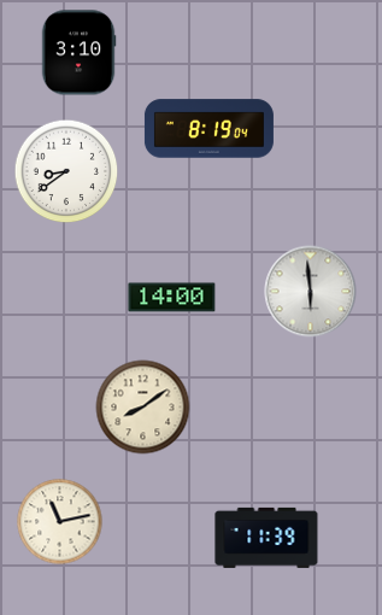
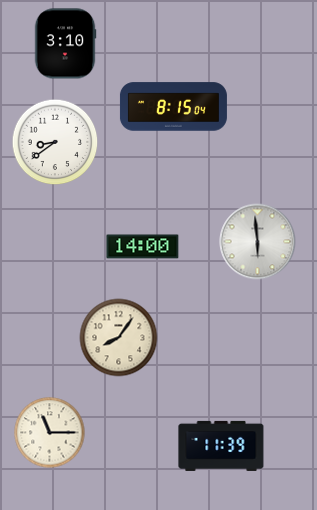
clock at (208, 129): 8:19 -> 8:15
clock at (143, 408): 8:09 -> 8:06
clock at (60, 522): 11:13 -> 11:15
